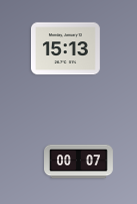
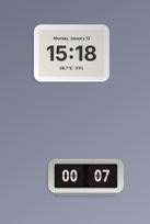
clock at (65, 49): 15:13 -> 15:18
